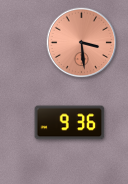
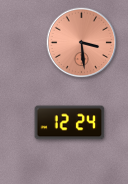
clock at (70, 123): 9:36 -> 12:24
